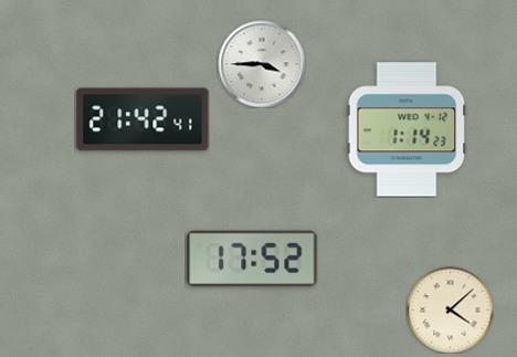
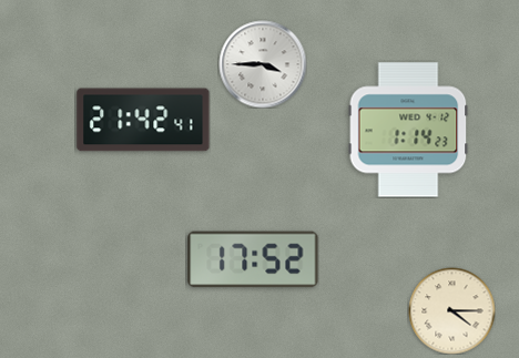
clock at (450, 309): 4:08 -> 4:15
